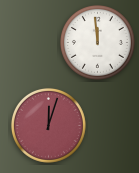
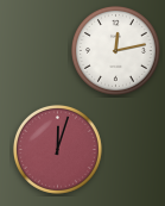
clock at (97, 42): 11:59 -> 12:13
